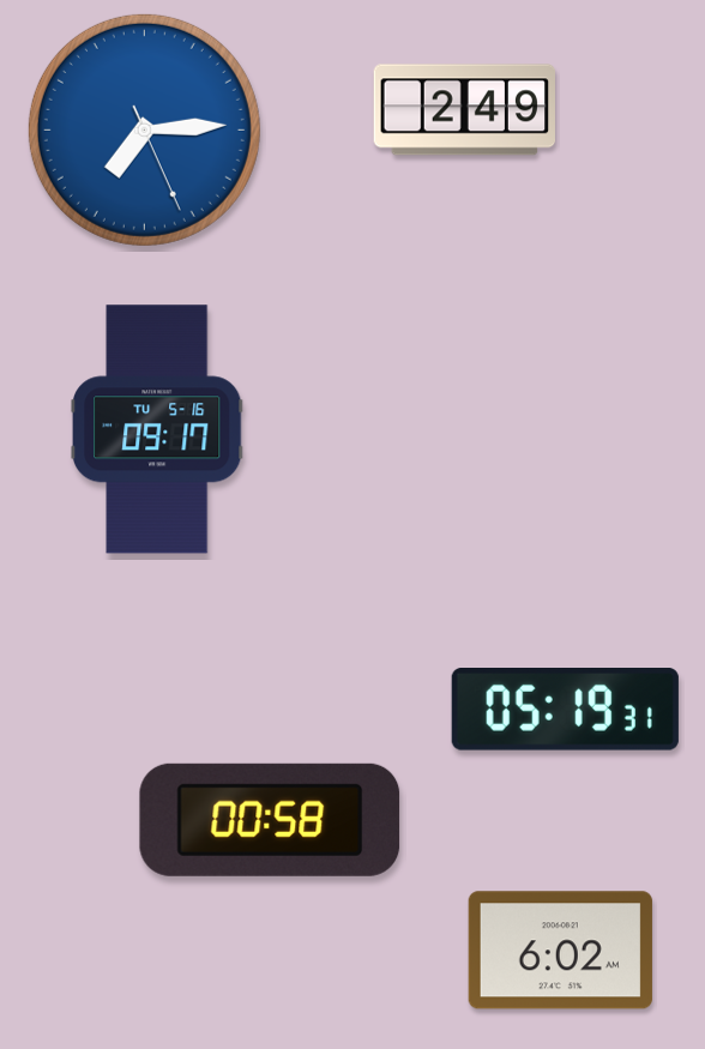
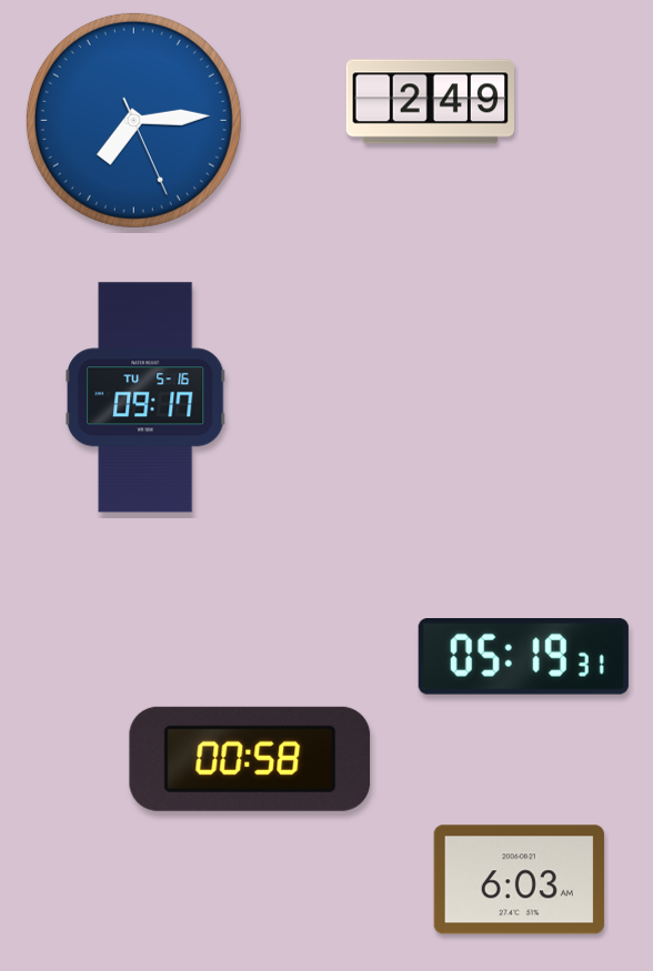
clock at (560, 951): 6:02 -> 6:03
